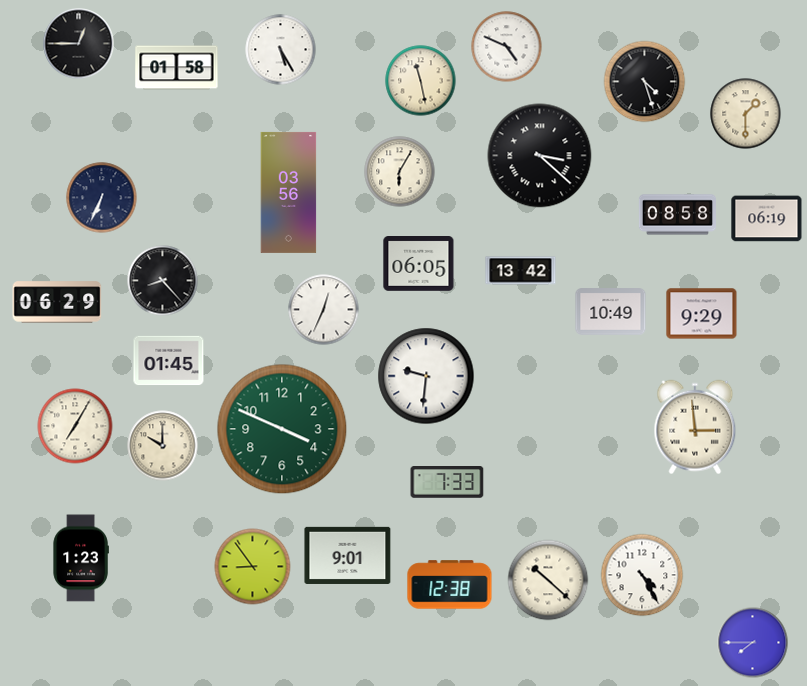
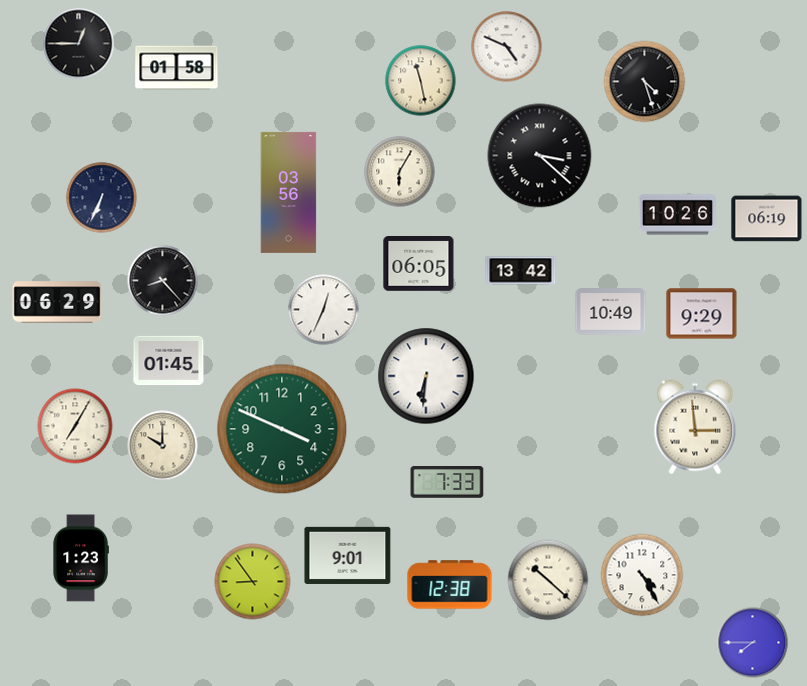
clock at (281, 50): 5:25 -> none
clock at (746, 114): 1:30 -> none
clock at (677, 215): 08:58 -> 10:26
clock at (426, 376): 9:31 -> 6:31
clock at (253, 567) position: (253, 567) -> (253, 582)
